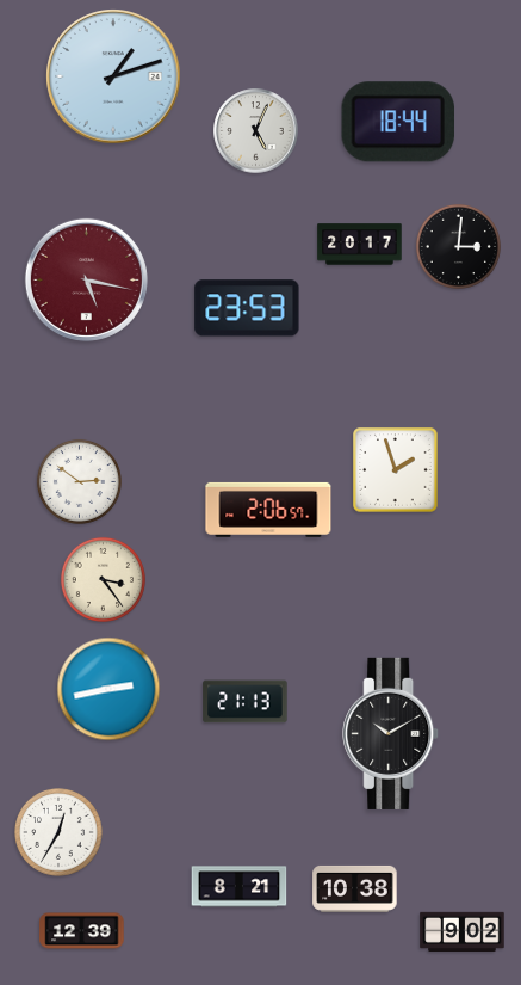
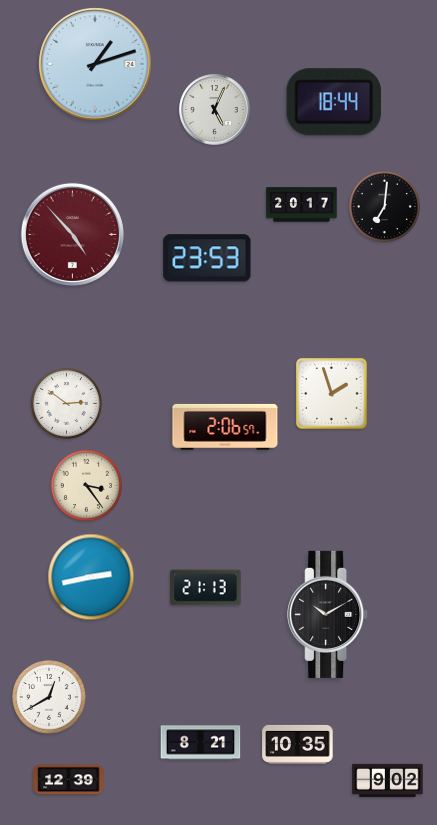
clock at (458, 246): 3:01 -> 7:01
clock at (86, 279): 5:17 -> 4:53
clock at (60, 833): 12:35 -> 12:40
clock at (355, 888): 10:38 -> 10:35
